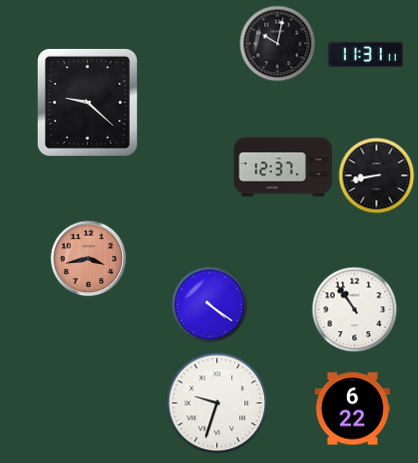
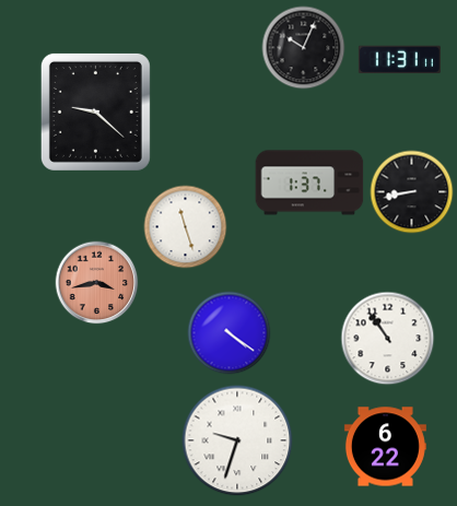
clock at (278, 44): 10:02 -> 10:04
clock at (283, 167): 12:37 -> 1:37
clock at (186, 227): none -> 11:27
